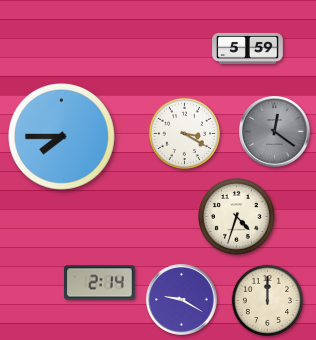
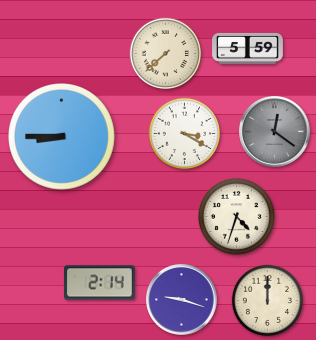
clock at (166, 54): none -> 7:38
clock at (62, 137): 7:45 -> 8:45
clock at (182, 300): 9:20 -> 9:18
